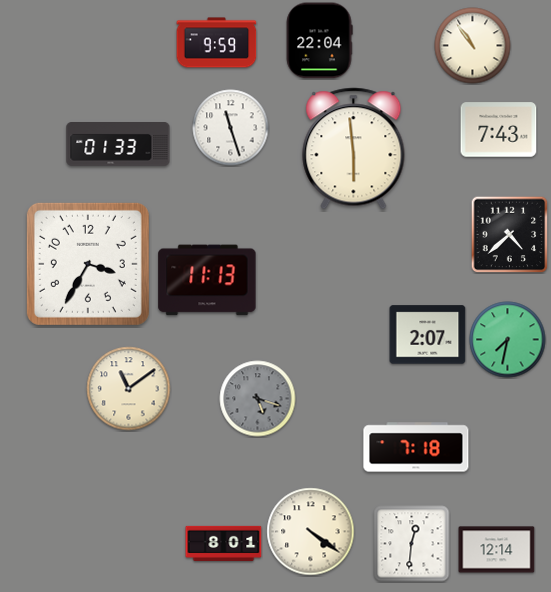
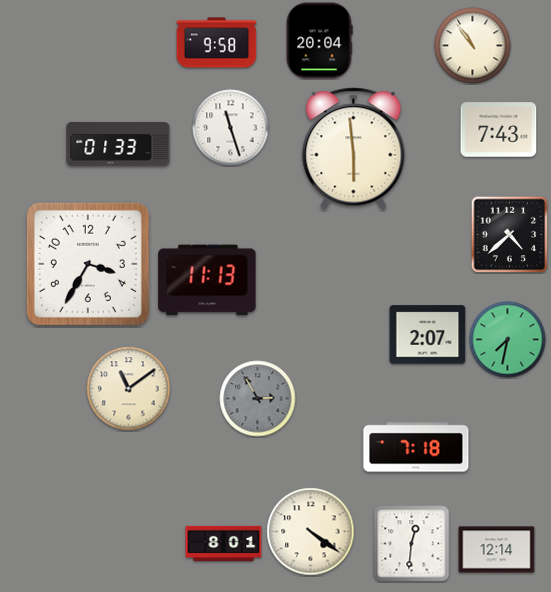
clock at (319, 41): 22:04 -> 20:04
clock at (217, 43): 9:59 -> 9:58
clock at (258, 399): 5:18 -> 2:55
